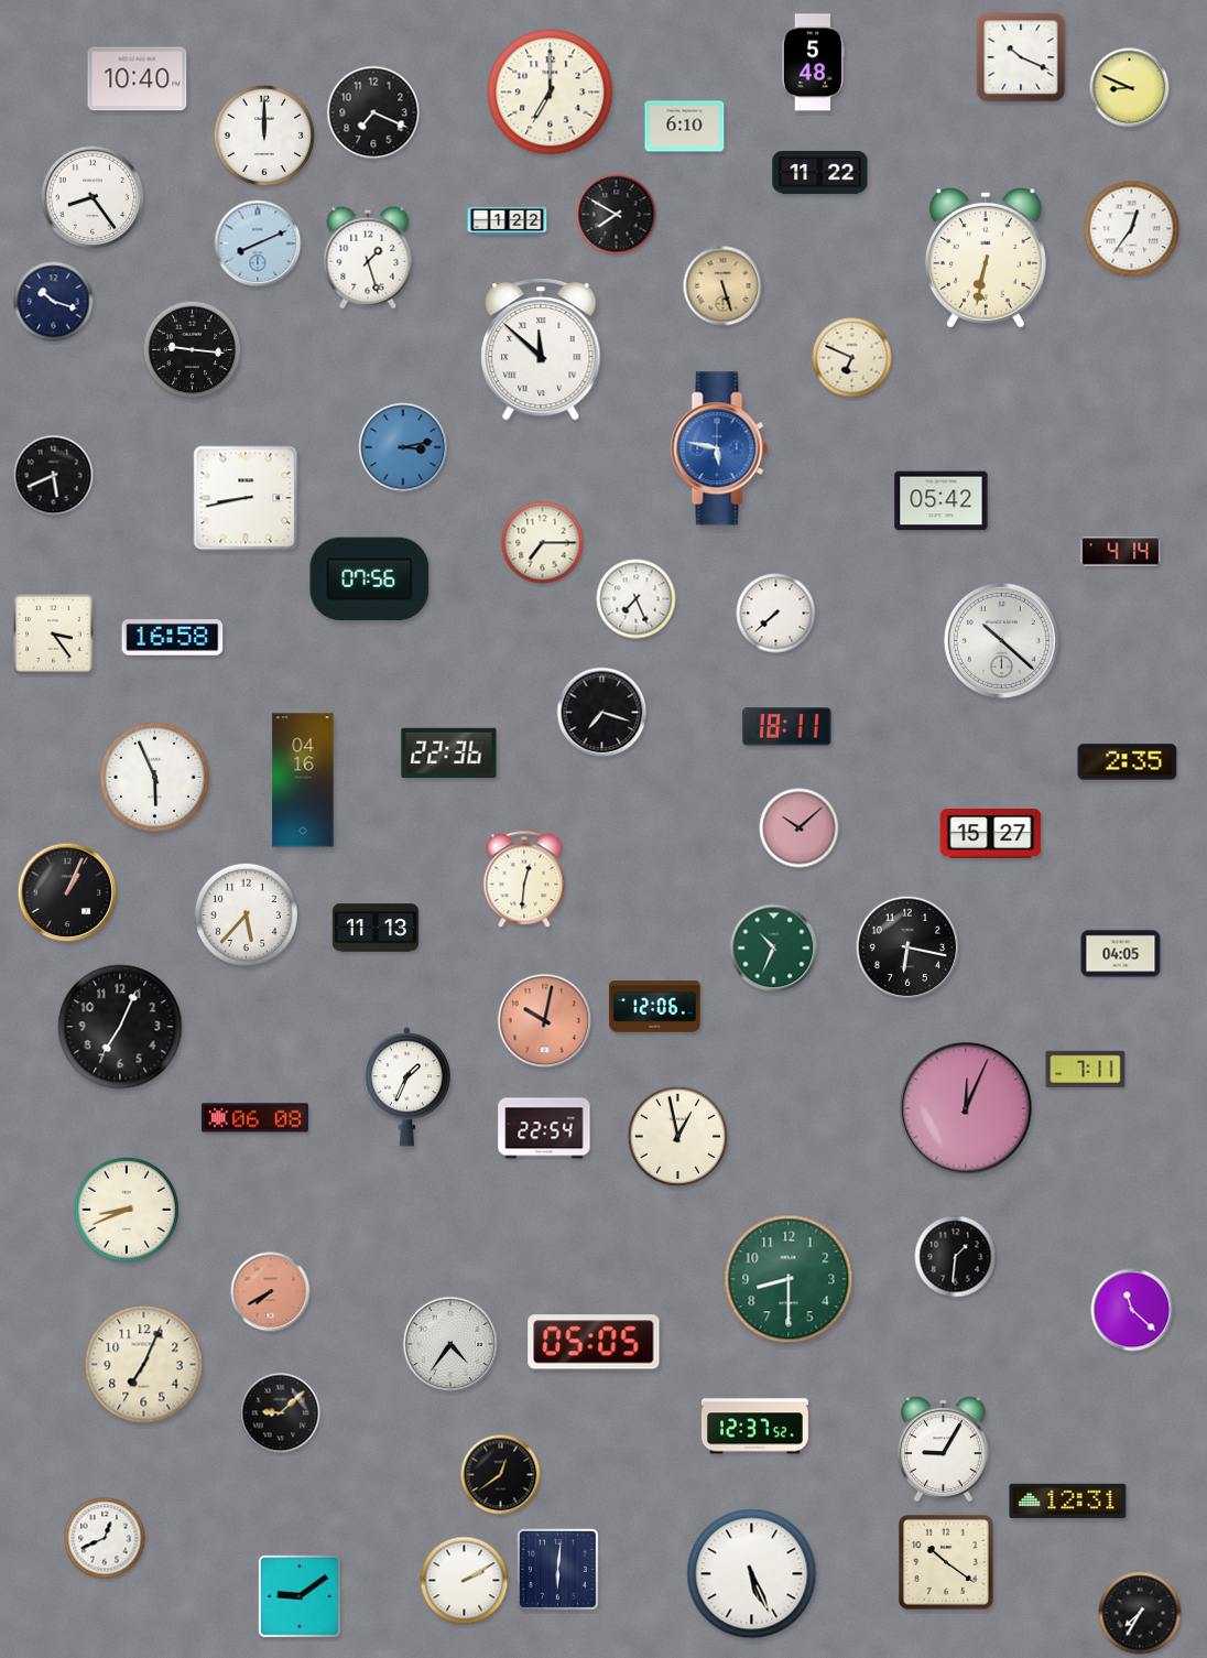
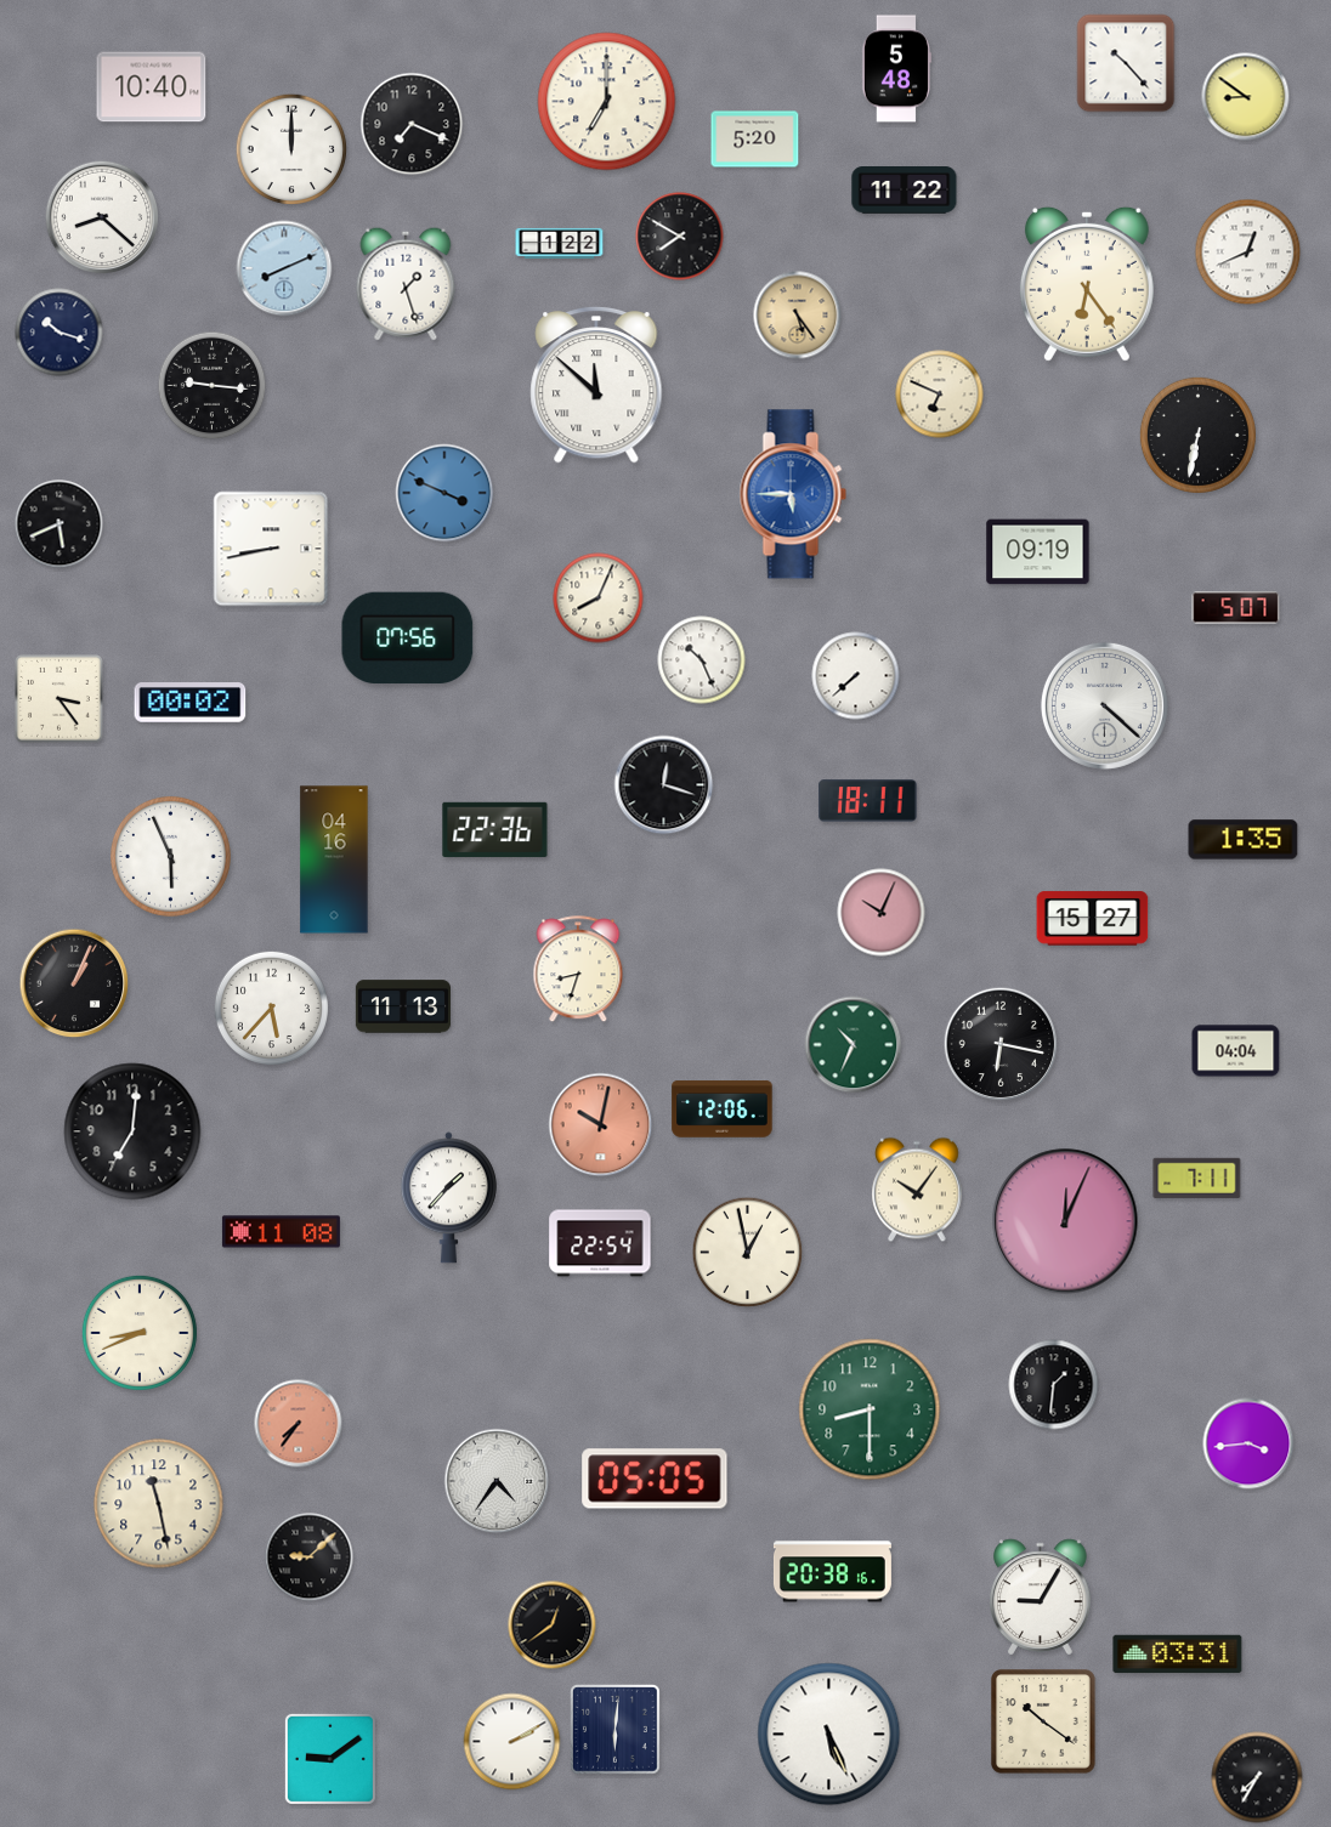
clock at (1021, 57): 10:19 -> 10:23
clock at (1130, 88): 8:49 -> 8:51
clock at (685, 127): 6:10 -> 5:20
clock at (93, 197): 8:24 -> 8:22
clock at (1132, 229): 12:36 -> 12:41
clock at (986, 258): 6:32 -> 6:24
clock at (724, 286): 5:27 -> 5:24
clock at (1197, 435): none -> 6:32
clock at (403, 447): 3:13 -> 3:49
clock at (719, 448): 5:47 -> 5:45
clock at (942, 501): 05:42 -> 09:19
clock at (543, 543): 7:15 -> 8:04
clock at (1121, 552): 4:14 -> 5:07
clock at (637, 599): 7:26 -> 10:26
clock at (173, 638): 16:58 -> 00:02
clock at (1001, 640): 10:22 -> 4:22
clock at (602, 713): 7:18 -> 12:18
clock at (1128, 762): 2:35 -> 1:35
clock at (800, 828): 10:08 -> 10:04
clock at (524, 880): 12:31 -> 8:33
clock at (376, 928) position: (376, 928) -> (403, 1006)
clock at (1121, 954): 04:05 -> 04:04
clock at (120, 1027): 7:04 -> 7:01
clock at (918, 1190): none -> 10:06
clock at (406, 1087): 1:34 -> 1:37
clock at (254, 1118): 06:08 -> 11:08
clock at (271, 1292): 7:40 -> 7:36
clock at (1132, 1310): 11:22 -> 3:44
clock at (144, 1365): 7:04 -> 11:28
clock at (754, 1427): 12:37 -> 20:38
clock at (1068, 1502): 12:31 -> 03:31
clock at (105, 1538): 12:41 -> none
